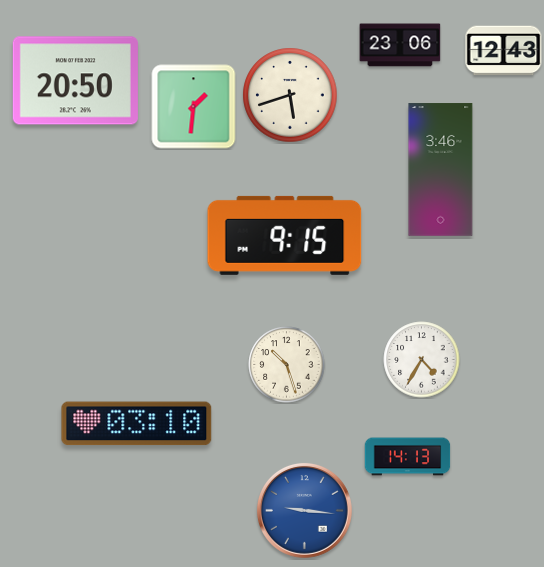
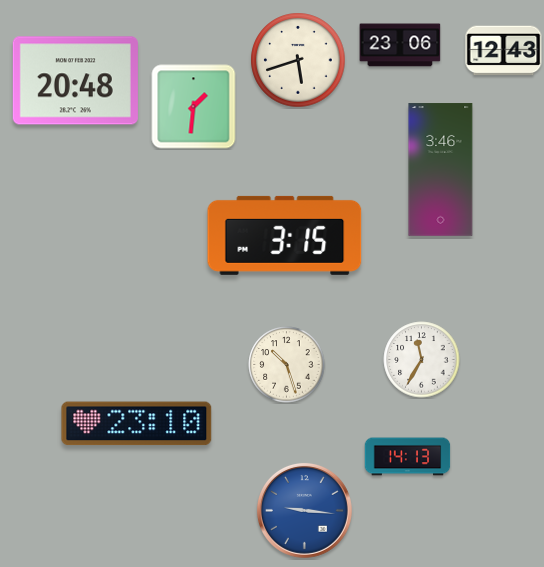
clock at (75, 81): 20:50 -> 20:48
clock at (290, 95) position: (290, 95) -> (298, 60)
clock at (285, 235): 9:15 -> 3:15
clock at (422, 360): 4:35 -> 11:35
clock at (137, 424): 03:10 -> 23:10
